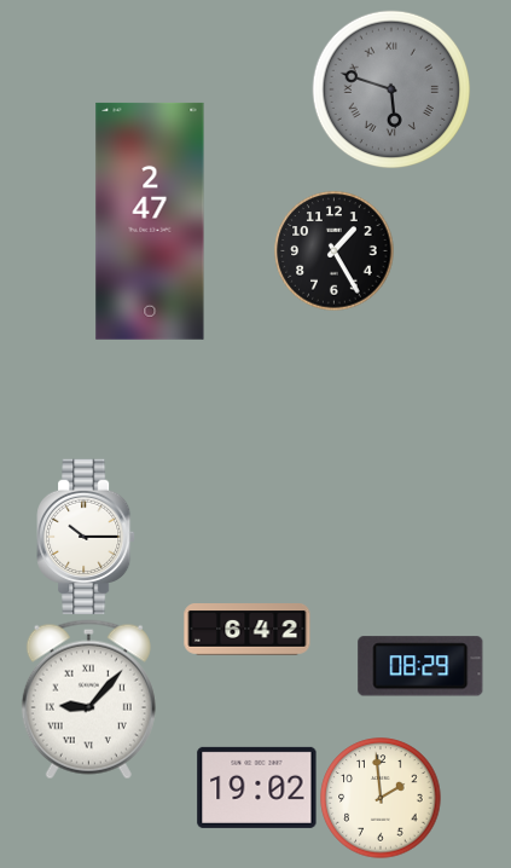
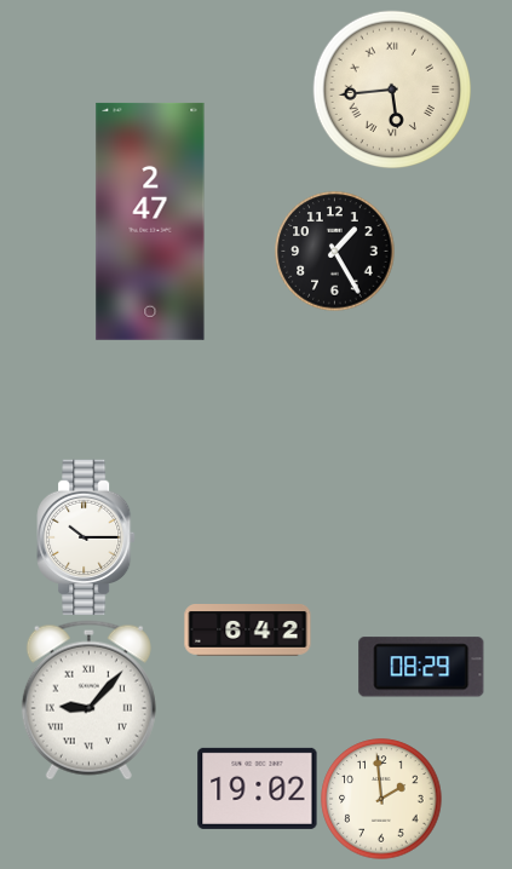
clock at (391, 89): 5:48 -> 5:44
clock at (391, 89) dial: grey -> cream
